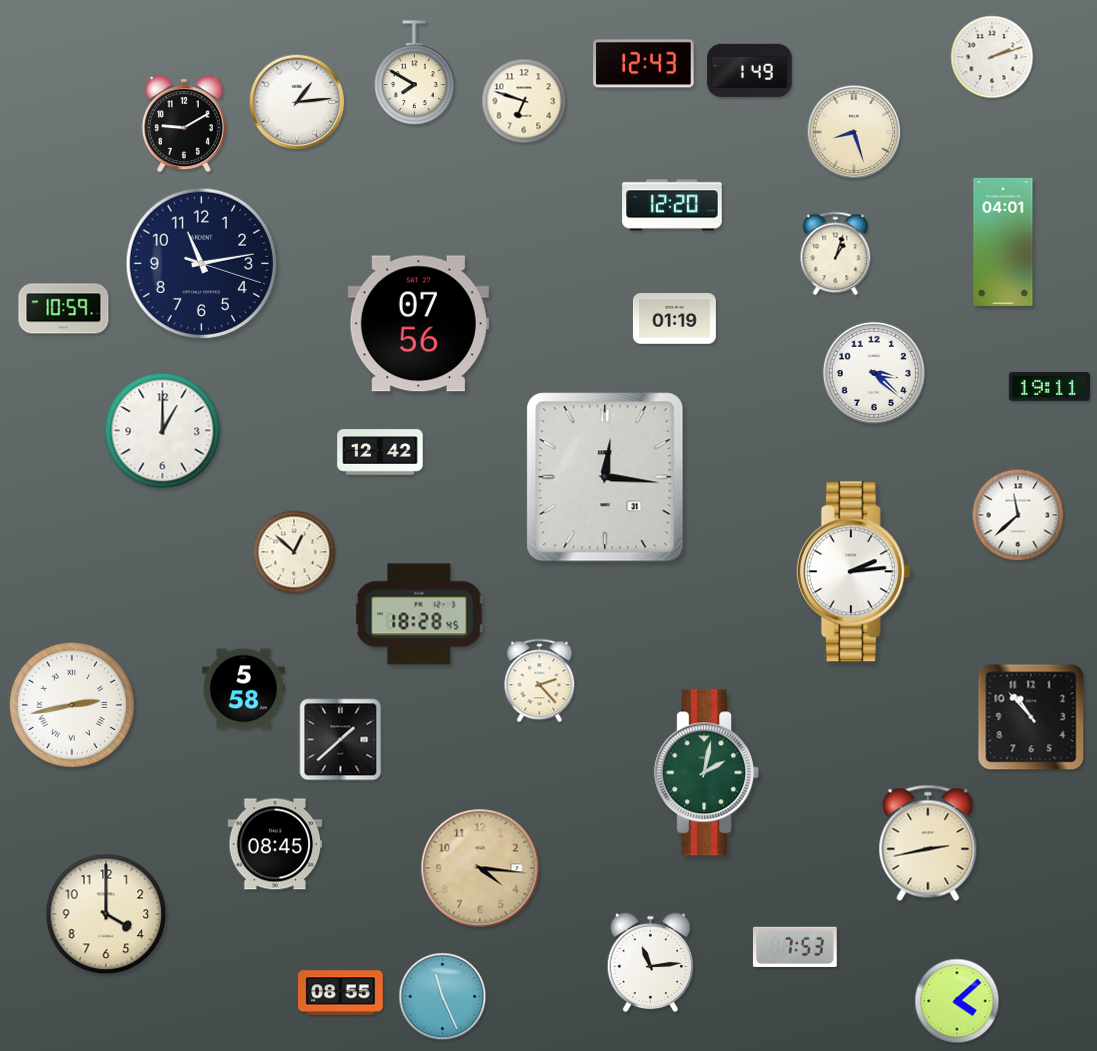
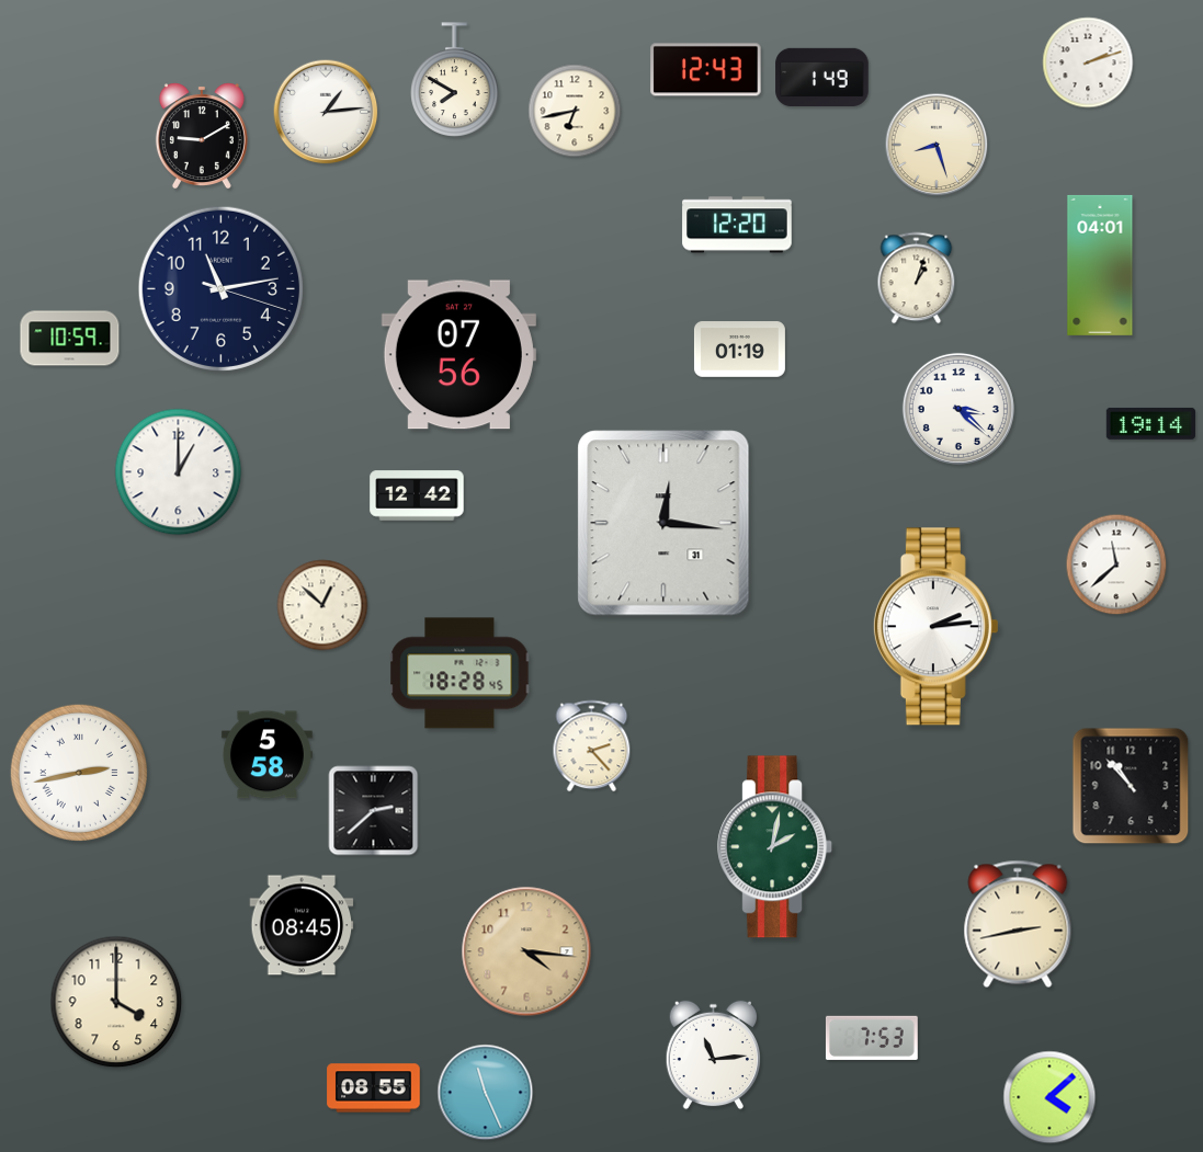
clock at (524, 101): 6:48 -> 6:43
clock at (1049, 386): 19:11 -> 19:14
clock at (341, 740): 1:38 -> 2:38
